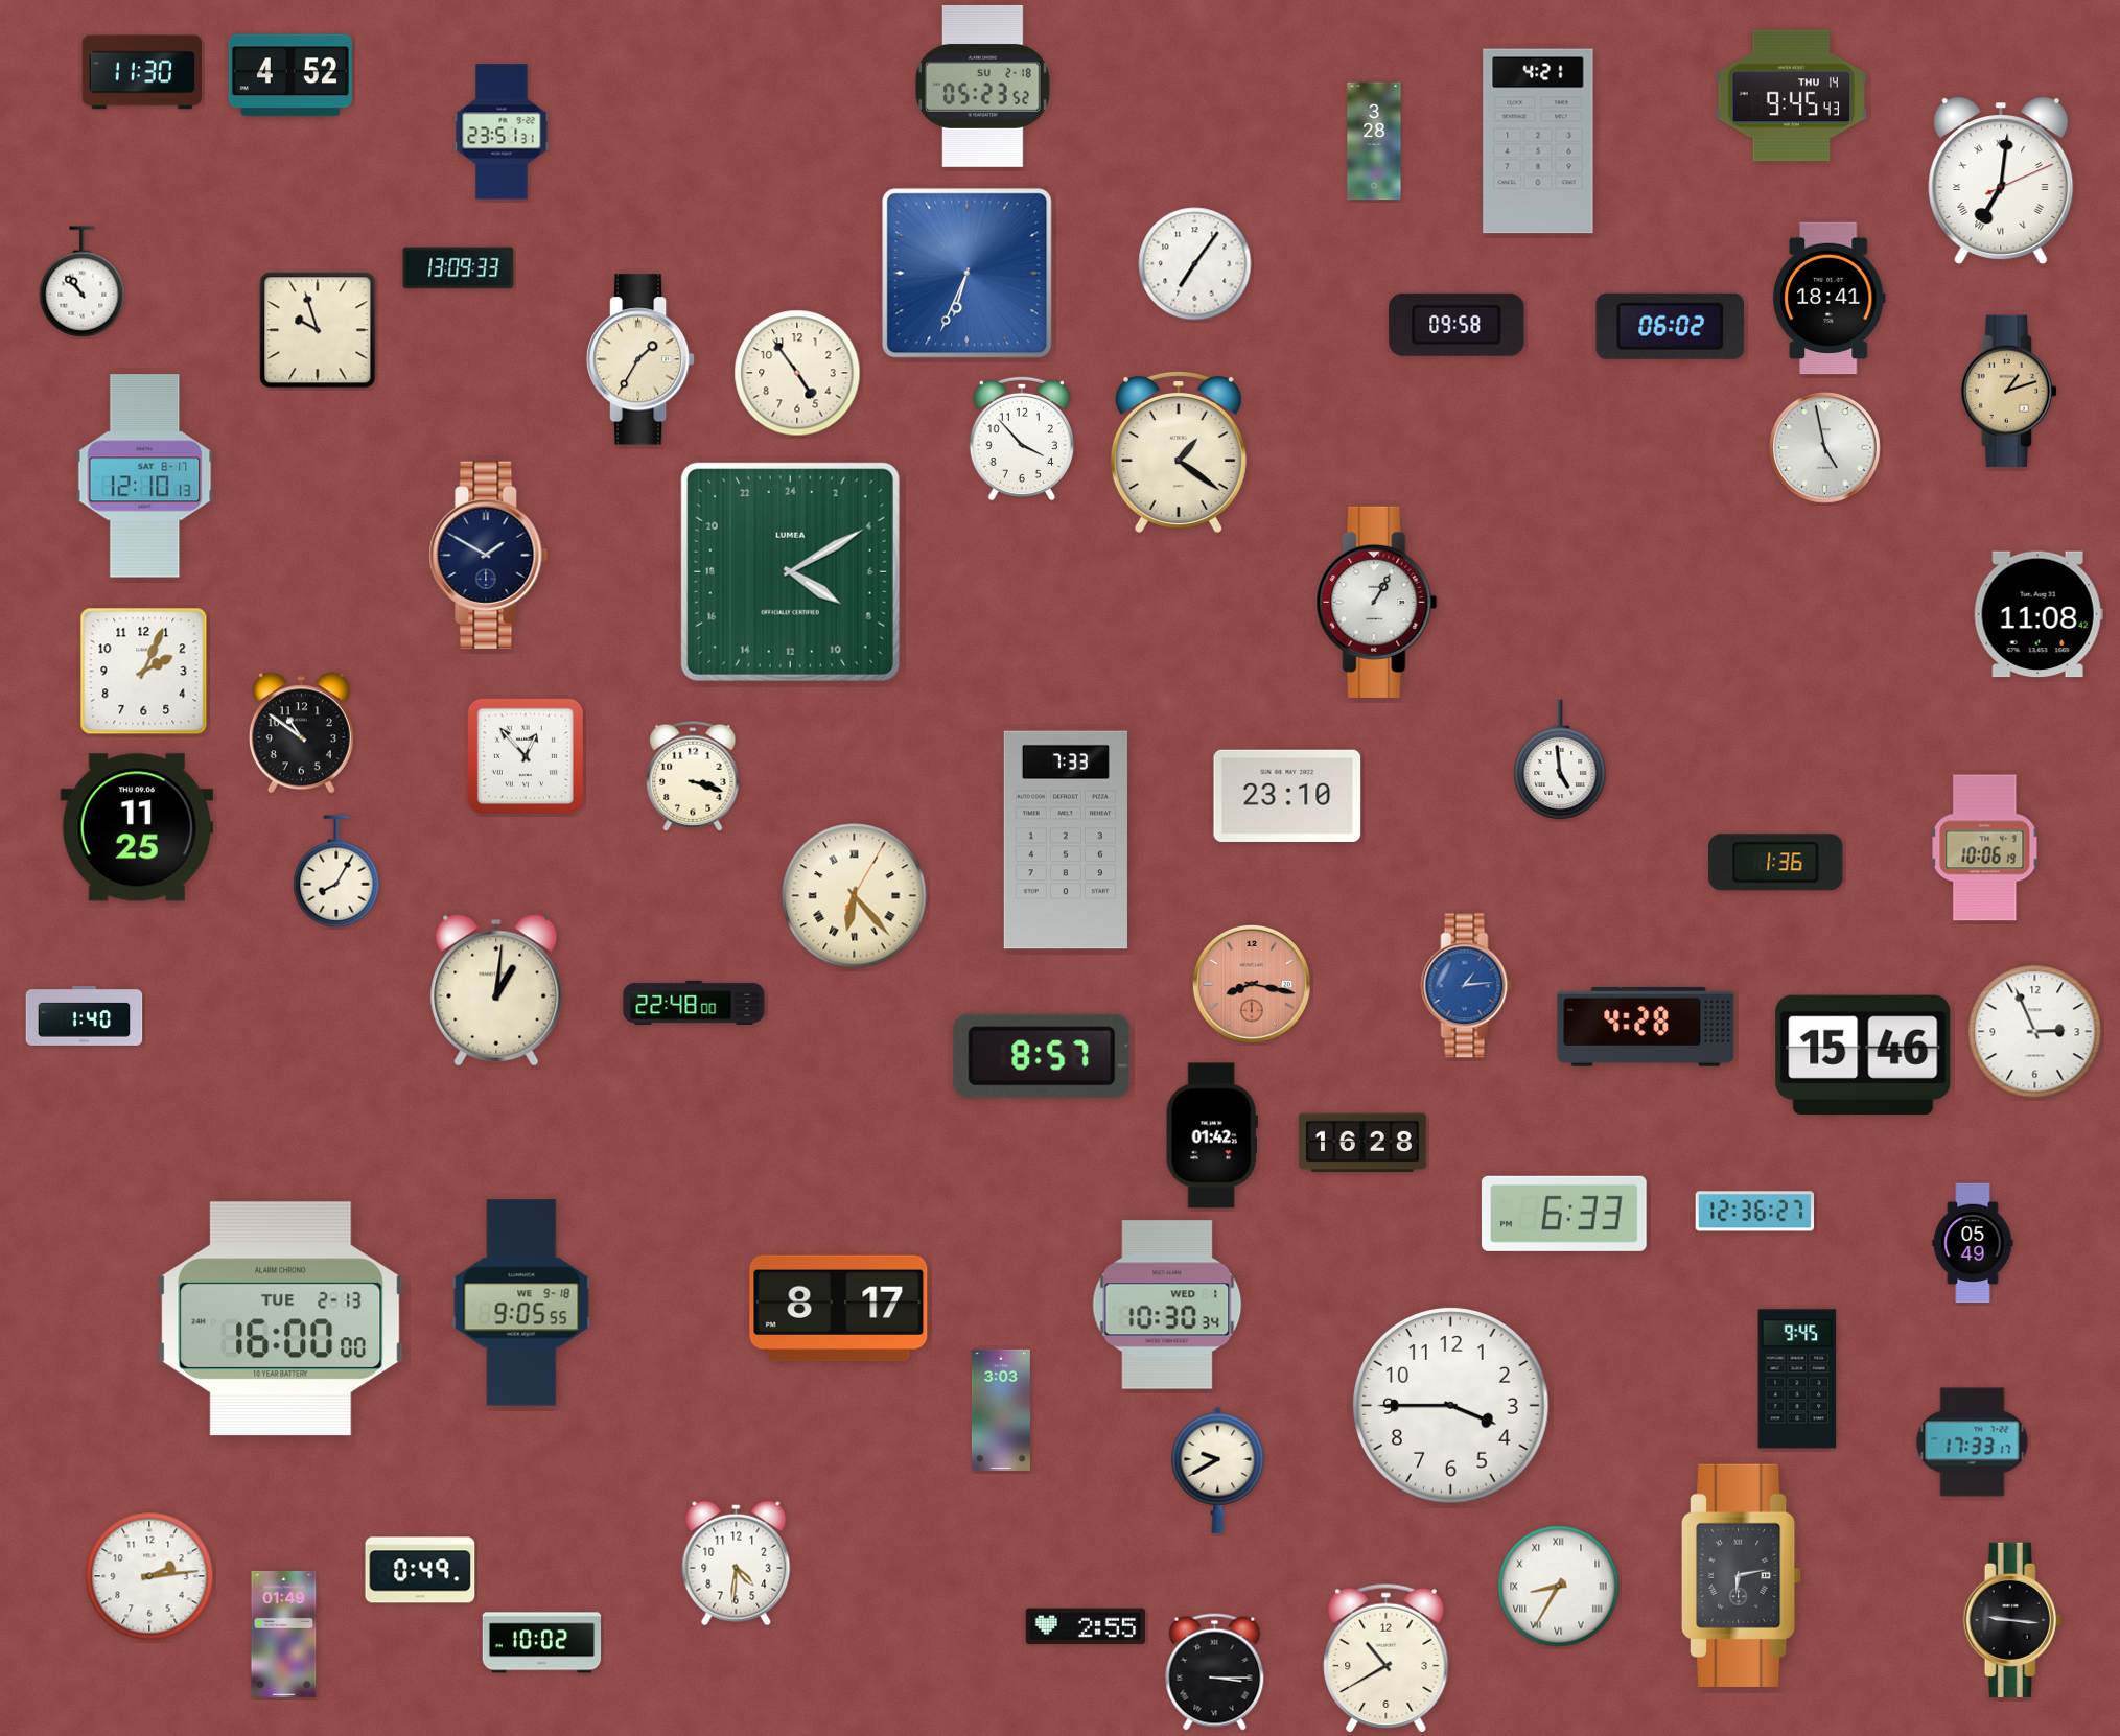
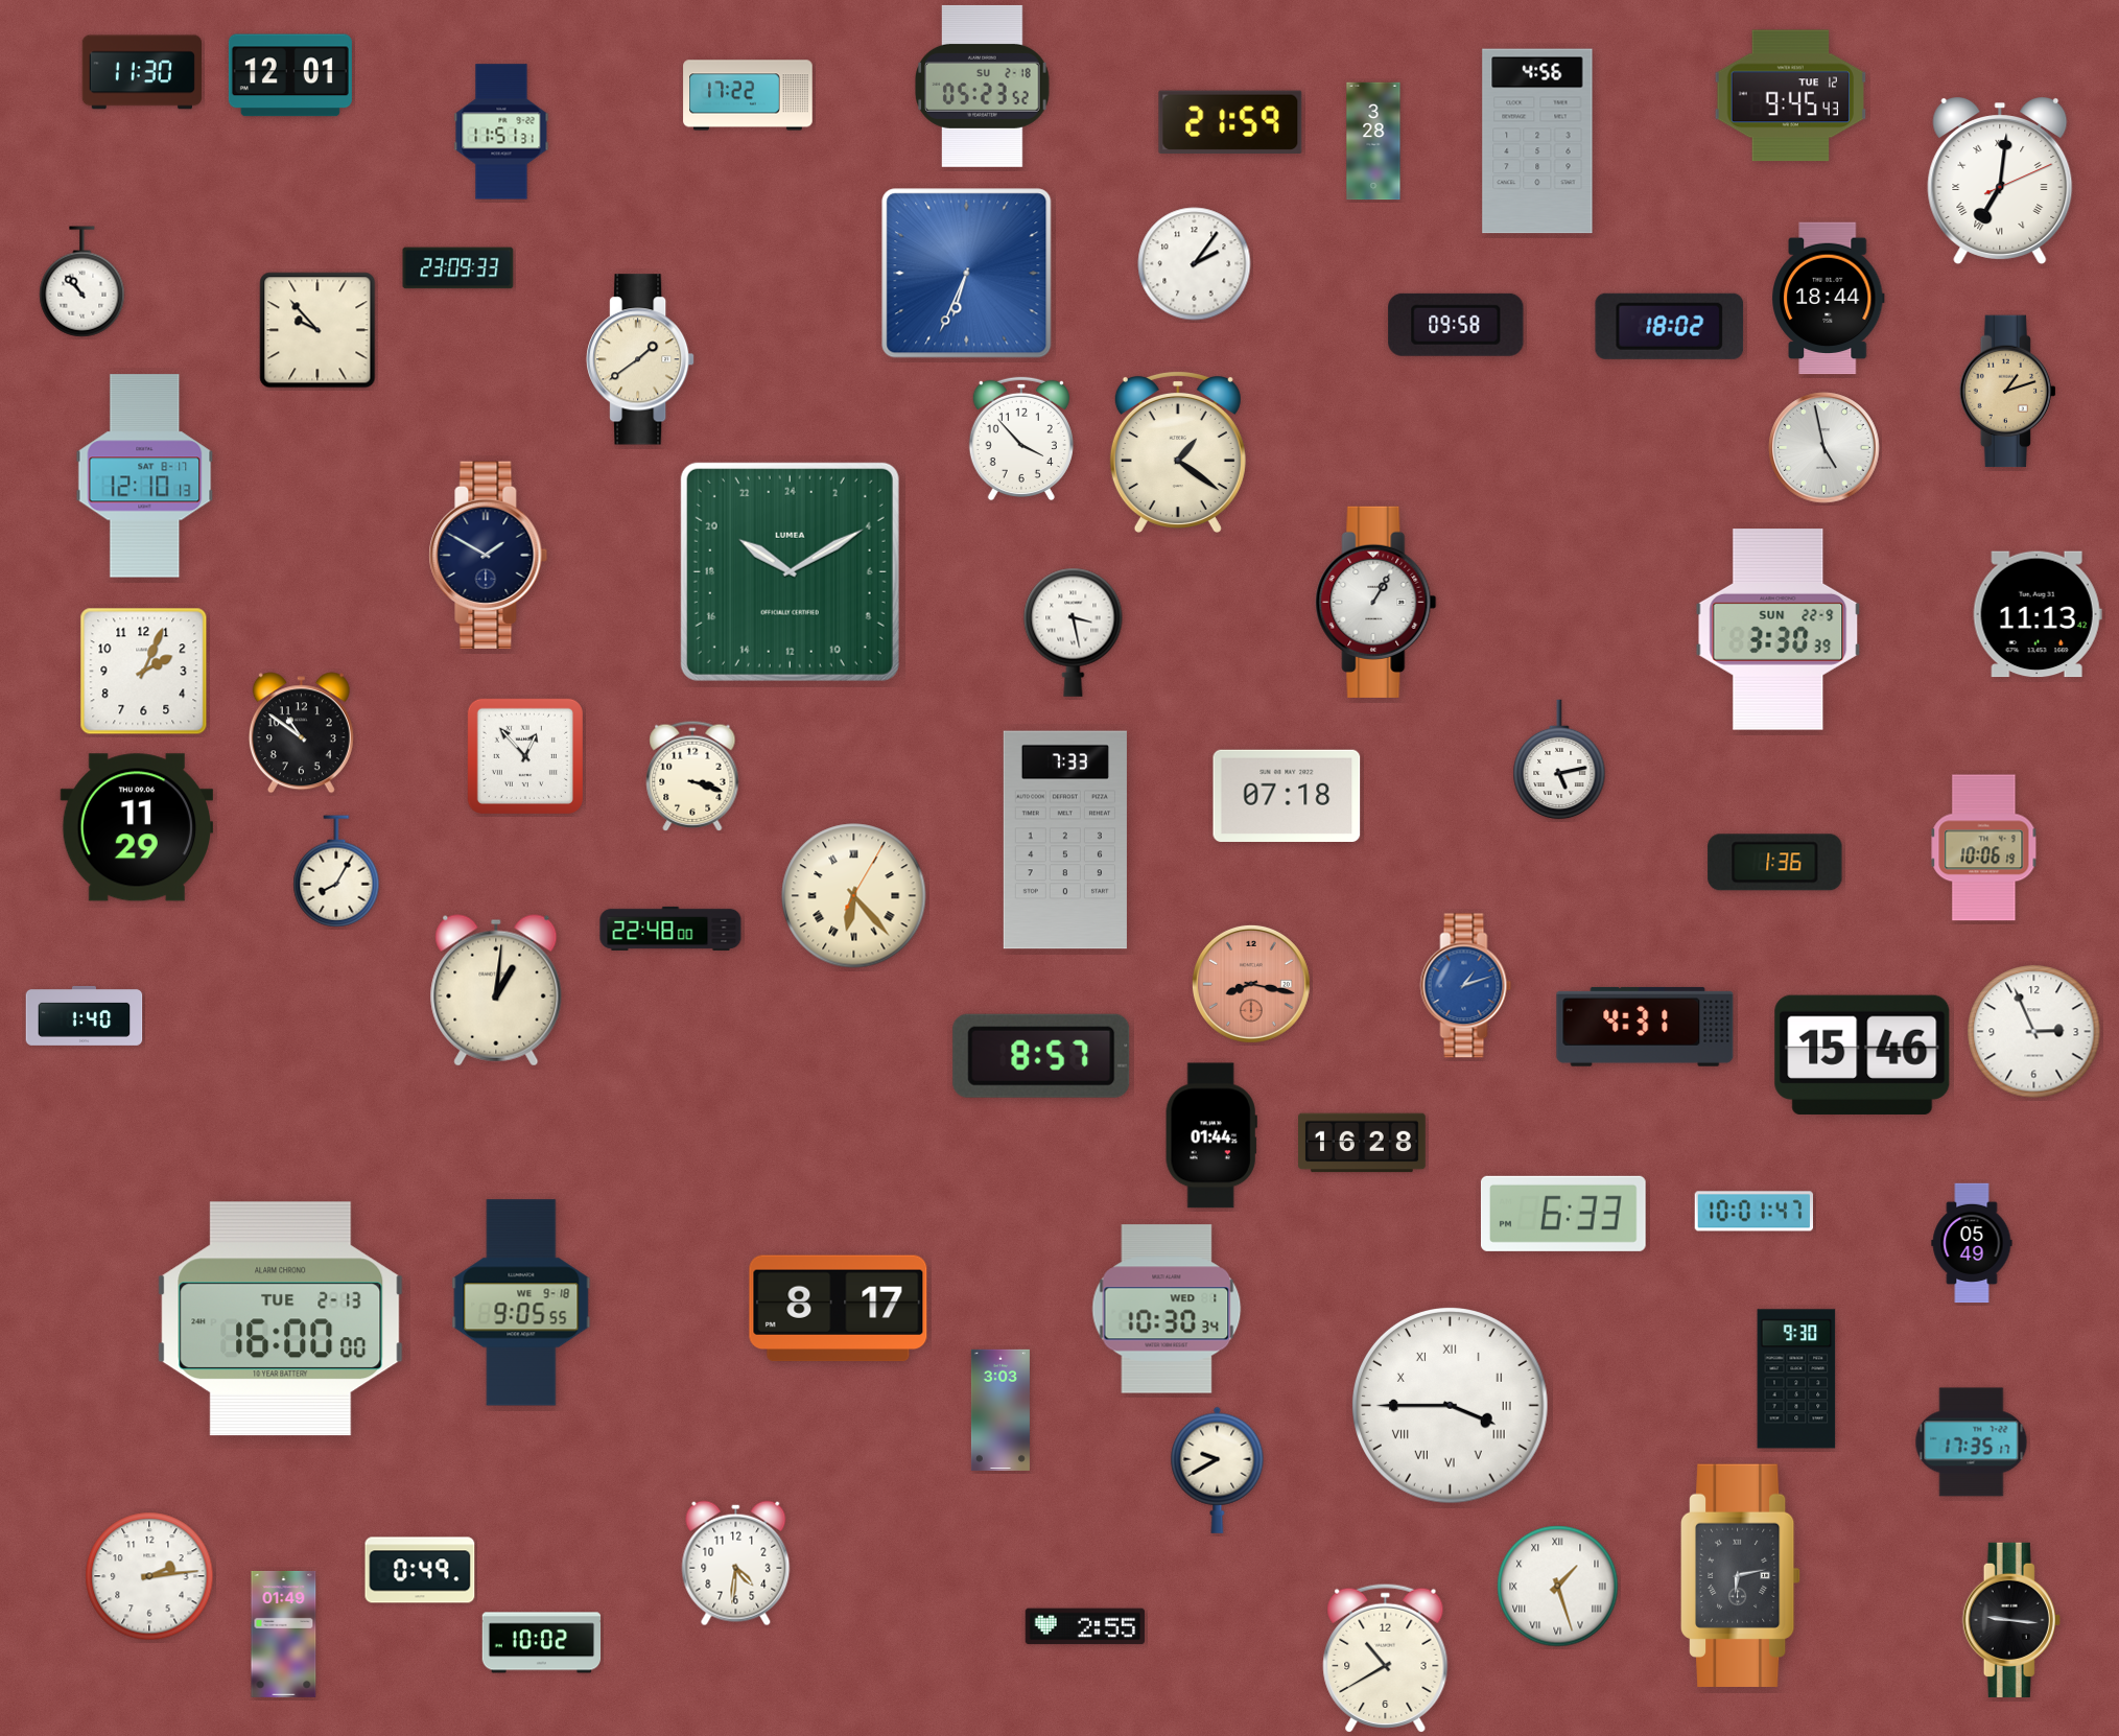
clock at (290, 75): 4:52 -> 12:01
clock at (748, 95): none -> 17:22
clock at (1792, 96) date: THU 14 -> TUE 12
clock at (1230, 121): none -> 21:59
clock at (502, 132): 23:51 -> 11:51
clock at (1538, 141): 4:21 -> 4:56
clock at (1195, 264): 7:06 -> 2:06
clock at (459, 268): 13:09 -> 23:09
clock at (1830, 299): 18:41 -> 18:44
clock at (1671, 326): 06:02 -> 18:02
clock at (318, 330): 9:57 -> 9:53
clock at (642, 359): 1:35 -> 1:39
clock at (797, 373): 4:54 -> none
clock at (790, 571): 8:10 -> 20:10
clock at (2039, 614): 11:08 -> 11:13
clock at (1779, 630): none -> 3:30
clock at (1074, 632): none -> 3:28
clock at (1560, 759): 4:59 -> 5:13
clock at (1287, 796): 23:10 -> 07:18
clock at (136, 827): 11:25 -> 11:29
clock at (1467, 986): 1:14 -> 1:12
clock at (694, 1003) position: (694, 1003) -> (670, 929)
clock at (1646, 1027): 4:28 -> 4:31
clock at (1212, 1135): 01:42 -> 01:44
clock at (1754, 1212): 12:36 -> 10:01
clock at (1167, 1305) position: (1167, 1305) -> (1167, 1309)
clock at (1797, 1379): 9:45 -> 9:30
clock at (1451, 1406) numerals: Arabic -> Roman
clock at (1973, 1442): 17:33 -> 17:35
clock at (1559, 1587): 8:35 -> 1:27
clock at (1215, 1672): 3:15 -> none
